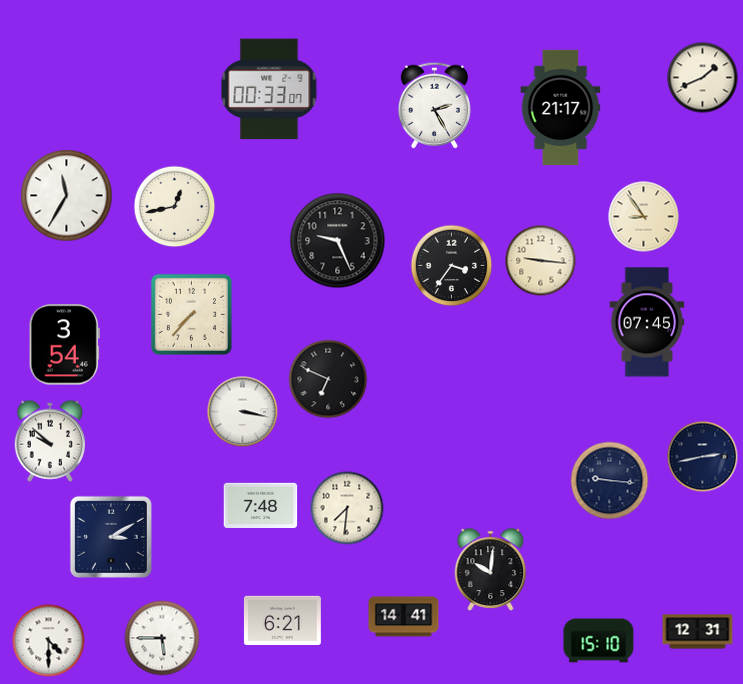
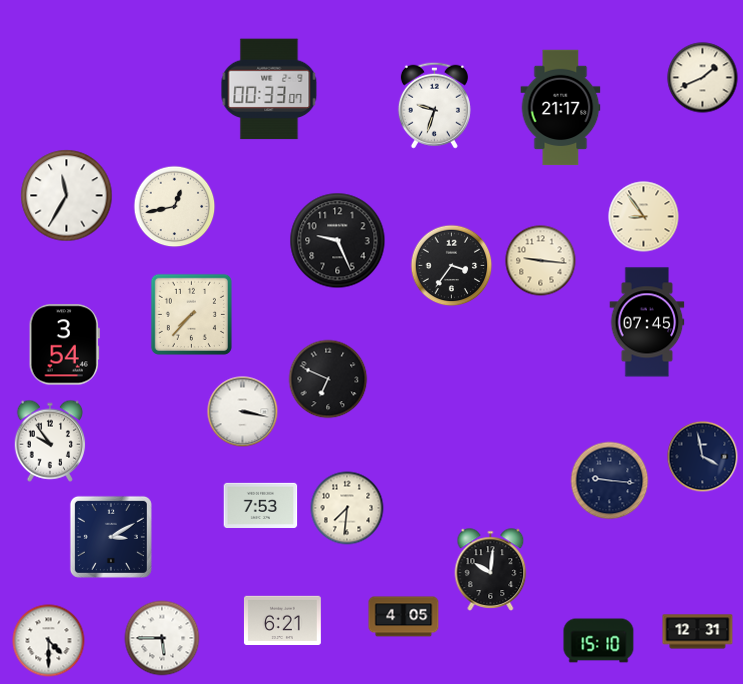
clock at (434, 105): 2:25 -> 9:33
clock at (50, 441): 9:52 -> 9:54
clock at (703, 457): 2:43 -> 3:58
clock at (261, 505): 7:48 -> 7:53
clock at (404, 617): 14:41 -> 4:05
